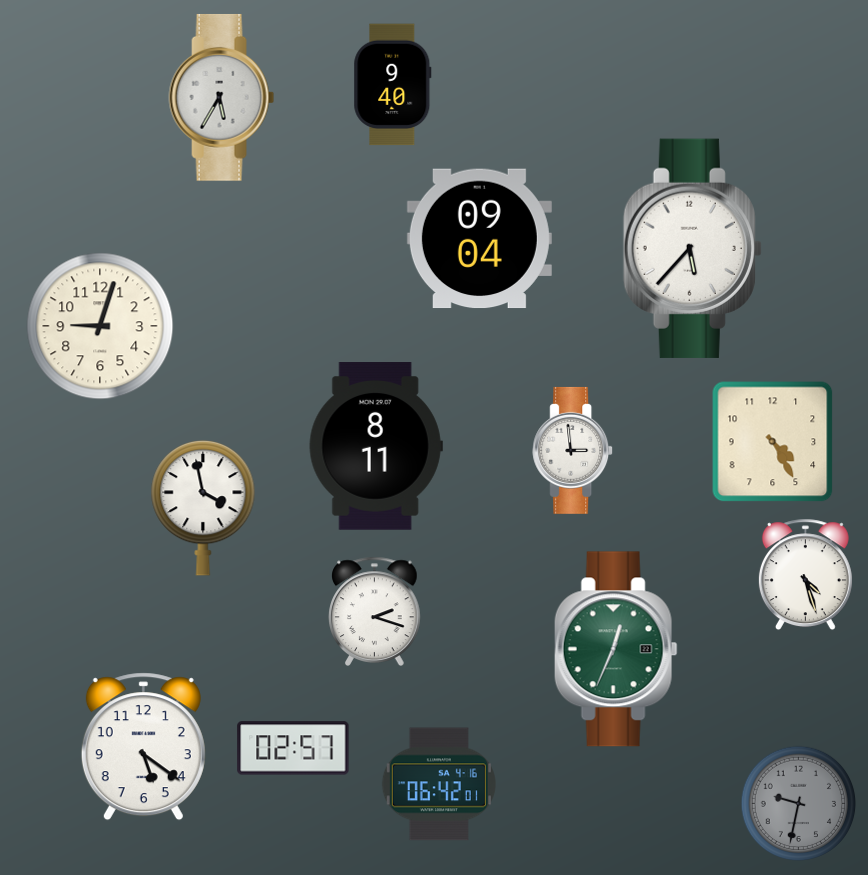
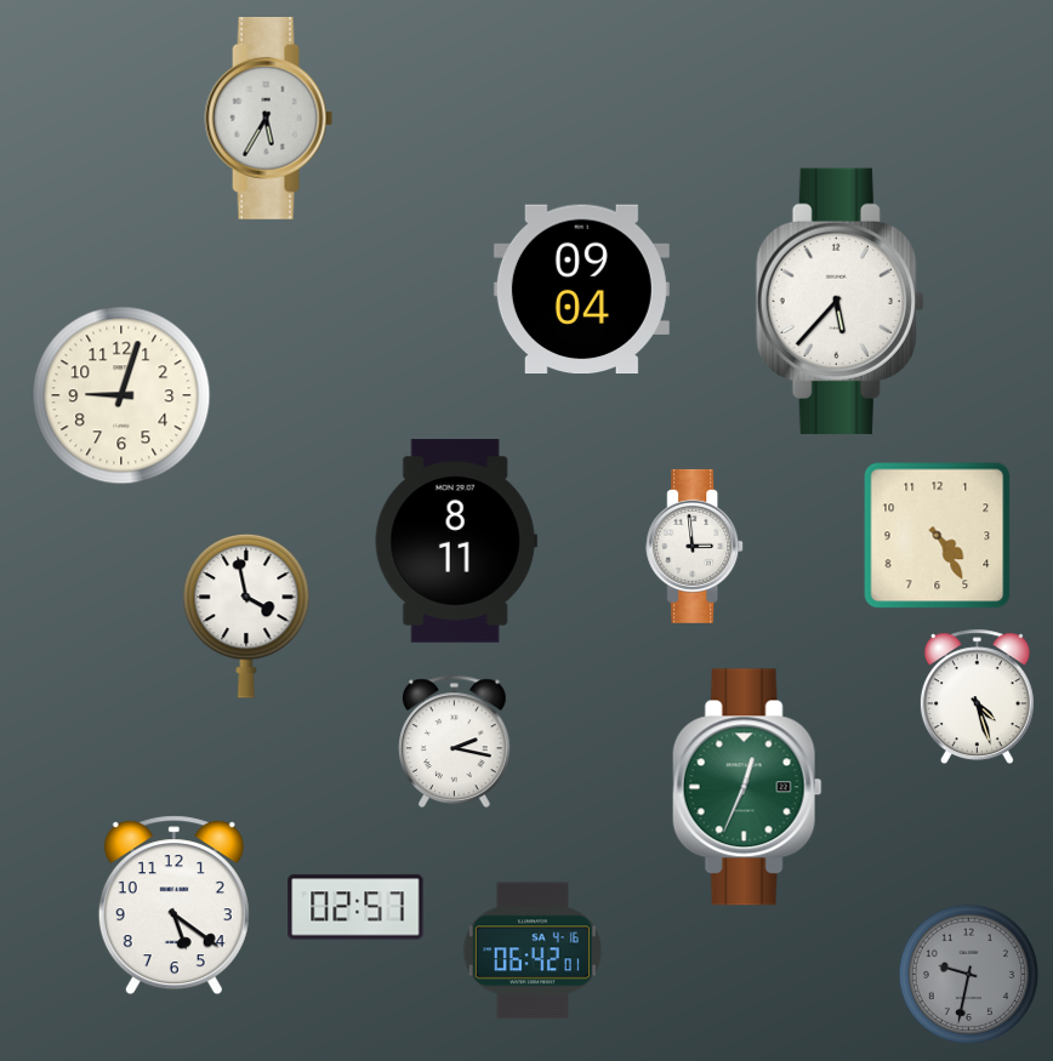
clock at (393, 85): 9:40 -> none
clock at (375, 611): 2:18 -> 2:17
